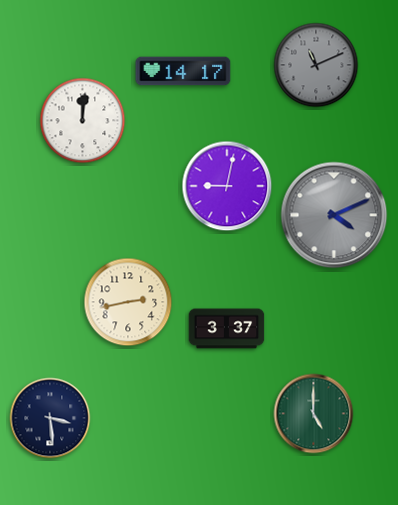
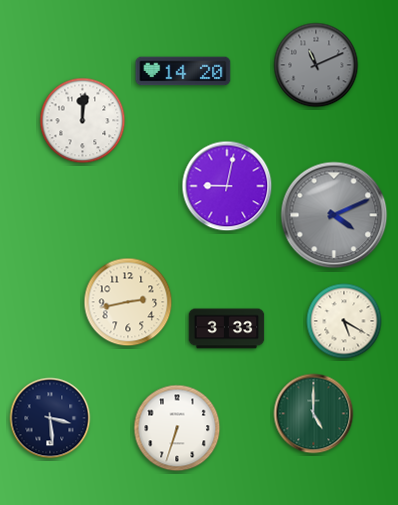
clock at (183, 71): 14:17 -> 14:20
clock at (344, 321): none -> 5:20
clock at (227, 329): 3:37 -> 3:33
clock at (177, 428): none -> 6:33
